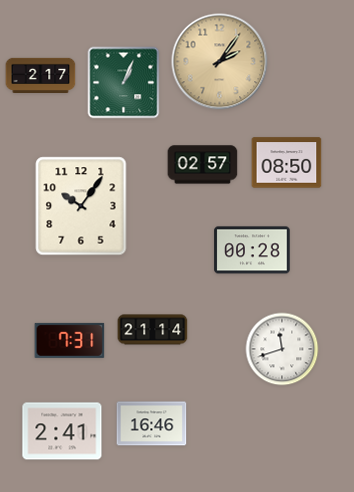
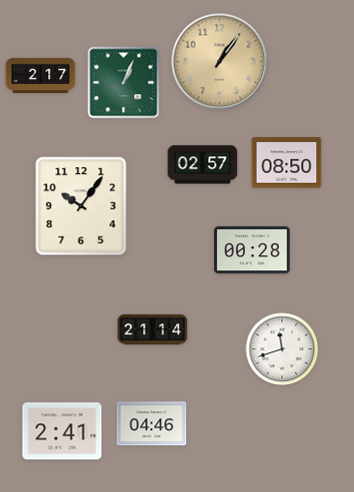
clock at (220, 62): 2:06 -> 1:06
clock at (70, 340): 7:31 -> none
clock at (152, 424): 16:46 -> 04:46
